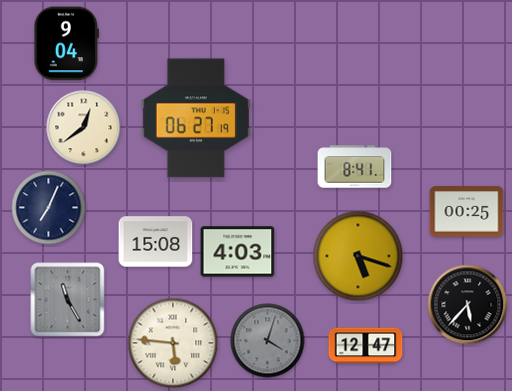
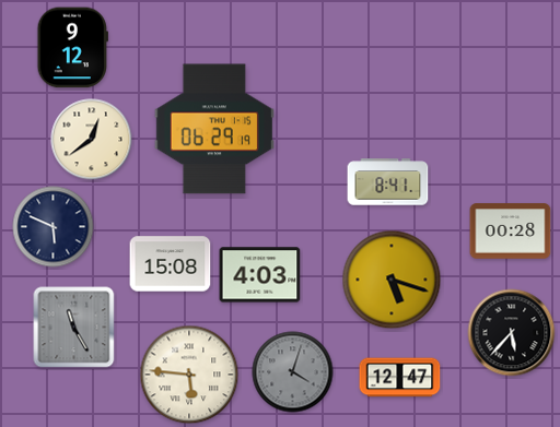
clock at (66, 44): 9:04 -> 9:12
clock at (196, 118): 06:27 -> 06:29
clock at (49, 208): 7:04 -> 5:49
clock at (467, 212): 00:25 -> 00:28
